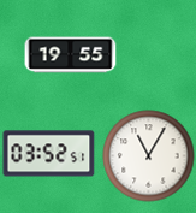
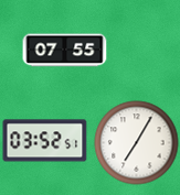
clock at (71, 55): 19:55 -> 07:55
clock at (149, 156): 11:05 -> 7:05
